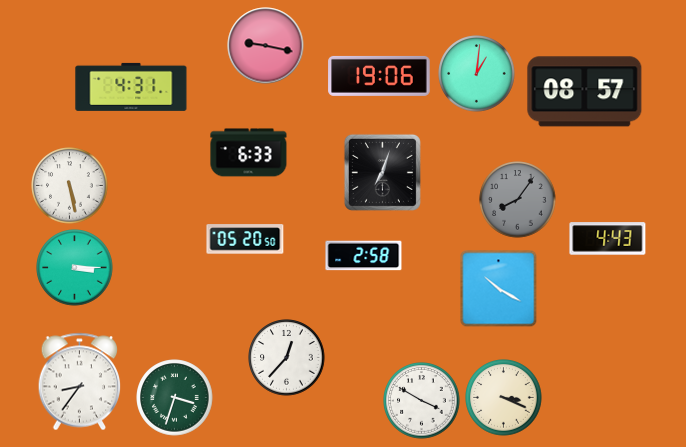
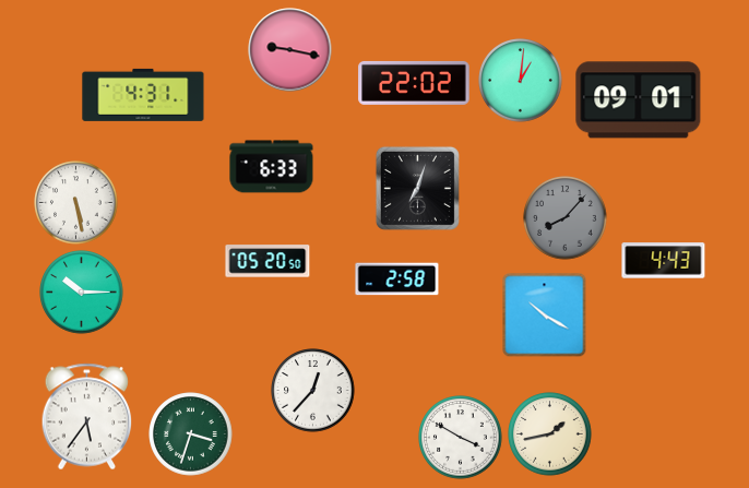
clock at (379, 76): 19:06 -> 22:02
clock at (585, 92): 08:57 -> 09:01
clock at (518, 200): 8:06 -> 8:07
clock at (75, 268): 3:15 -> 10:15
clock at (80, 382): 8:36 -> 5:36
clock at (504, 398): 3:19 -> 1:43
